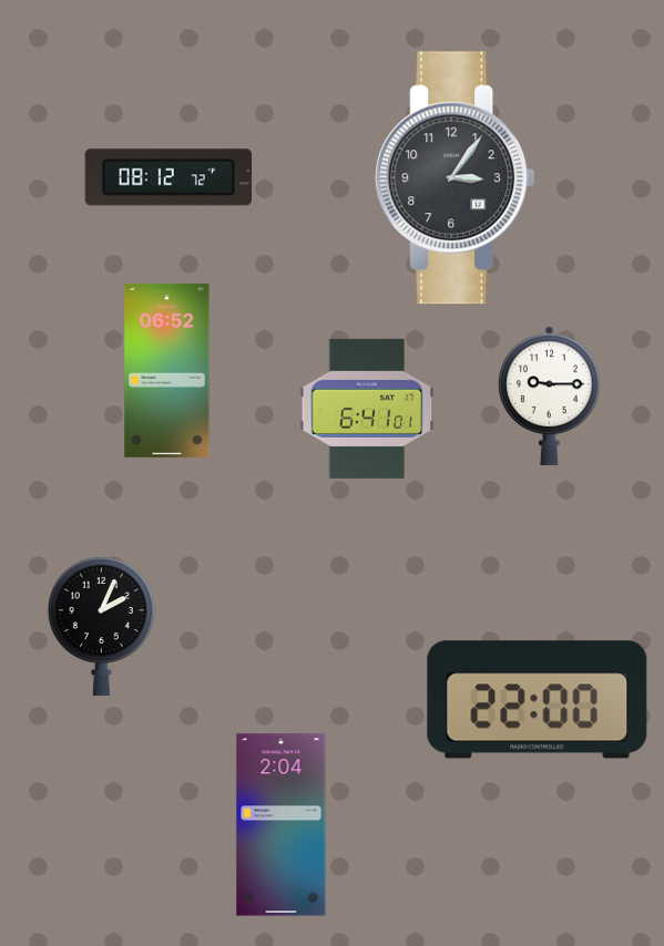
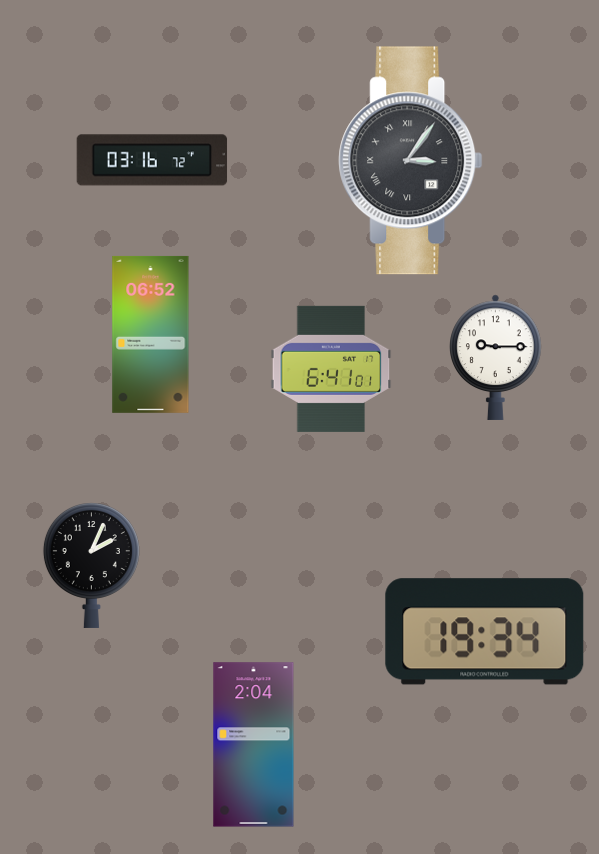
clock at (168, 177): 08:12 -> 03:16
clock at (456, 178) numerals: Arabic -> Roman
clock at (538, 700): 22:00 -> 19:34
